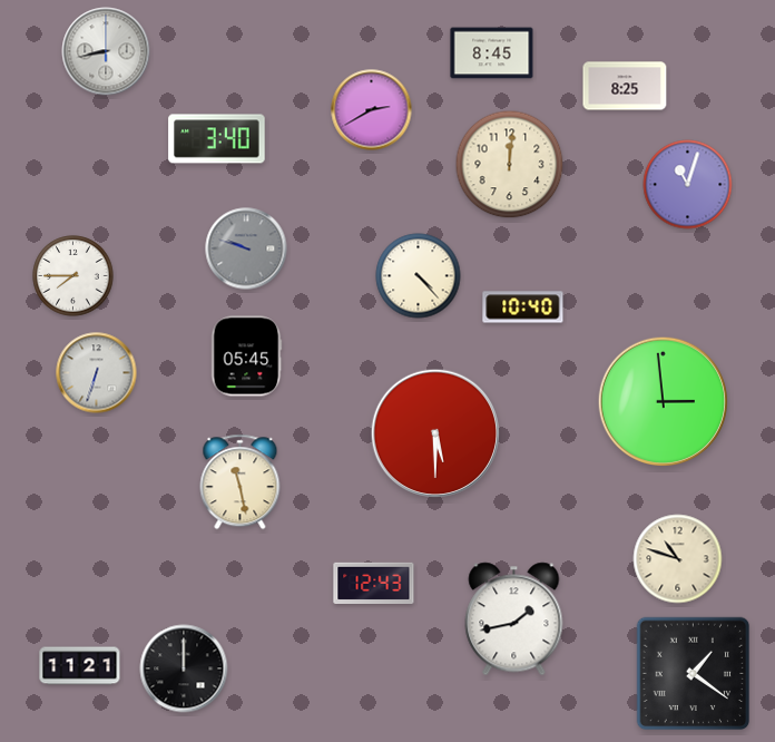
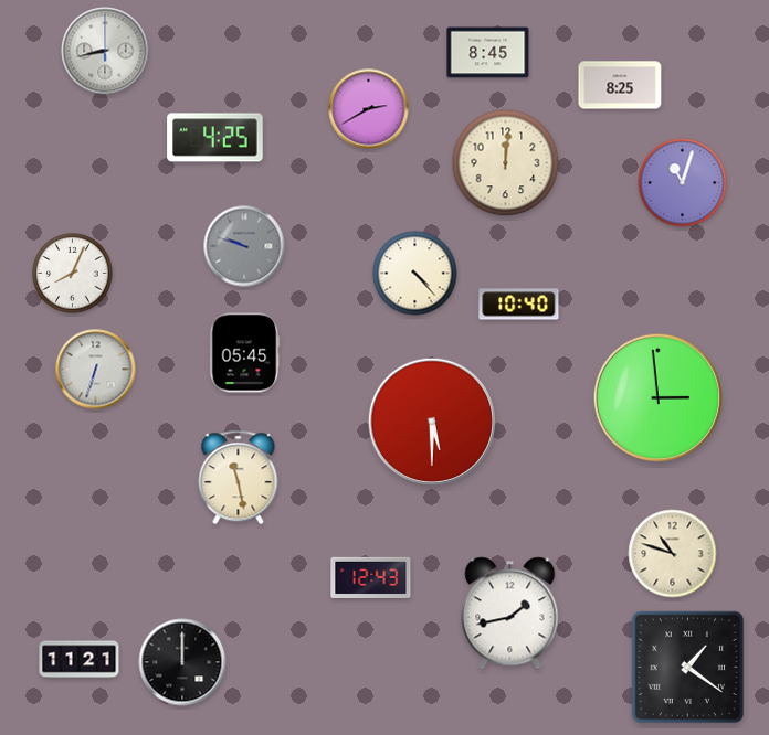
clock at (217, 139): 3:40 -> 4:25
clock at (73, 276): 7:45 -> 8:04
clock at (434, 432) position: (434, 432) -> (431, 420)
